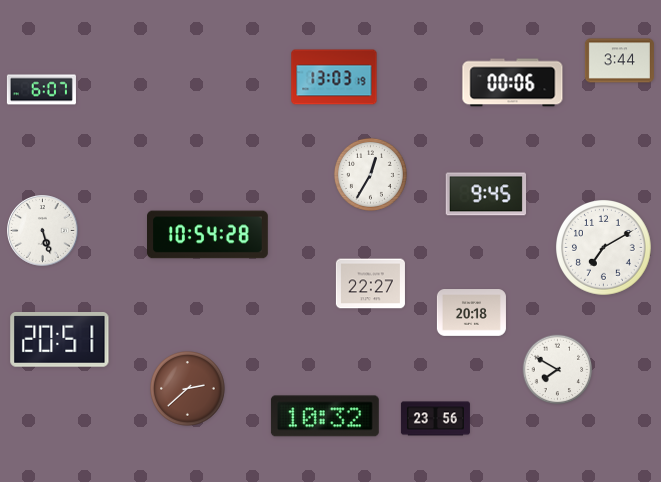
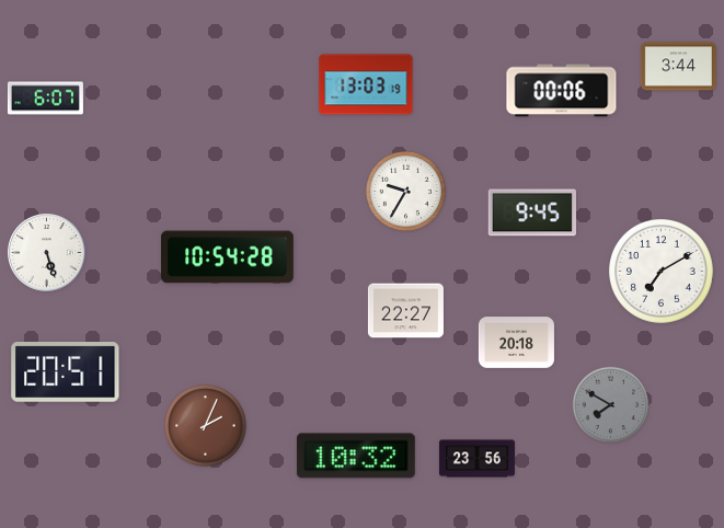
clock at (370, 174): 12:35 -> 9:35
clock at (558, 370) dial: white -> grey
clock at (188, 389): 2:38 -> 2:04
